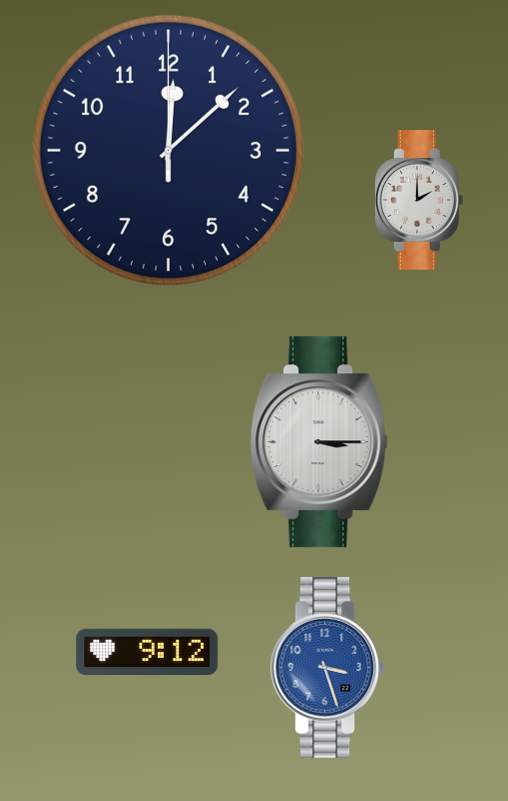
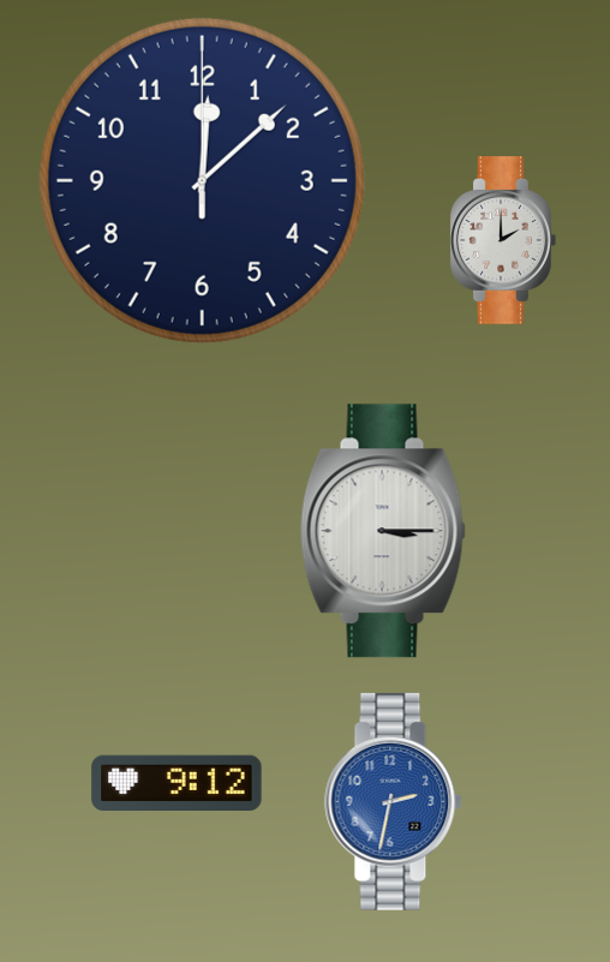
clock at (328, 667): 3:27 -> 2:32
